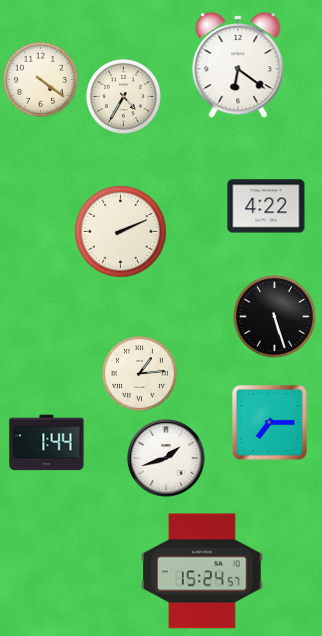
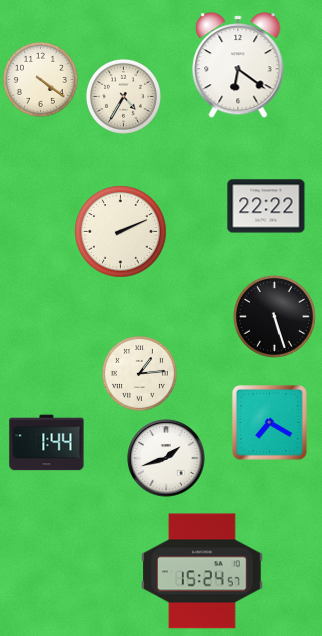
clock at (266, 206): 4:22 -> 22:22
clock at (270, 423): 7:15 -> 7:20
